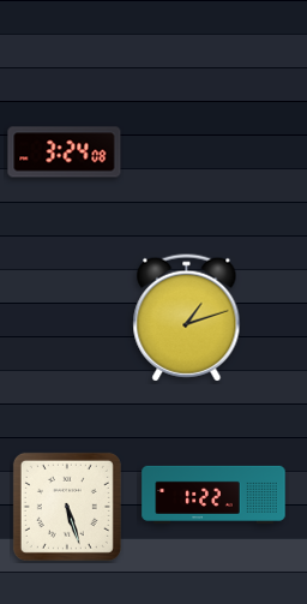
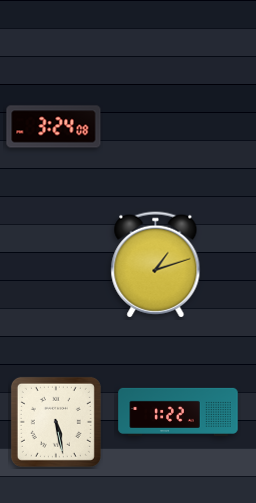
clock at (67, 507): 5:27 -> 5:28
